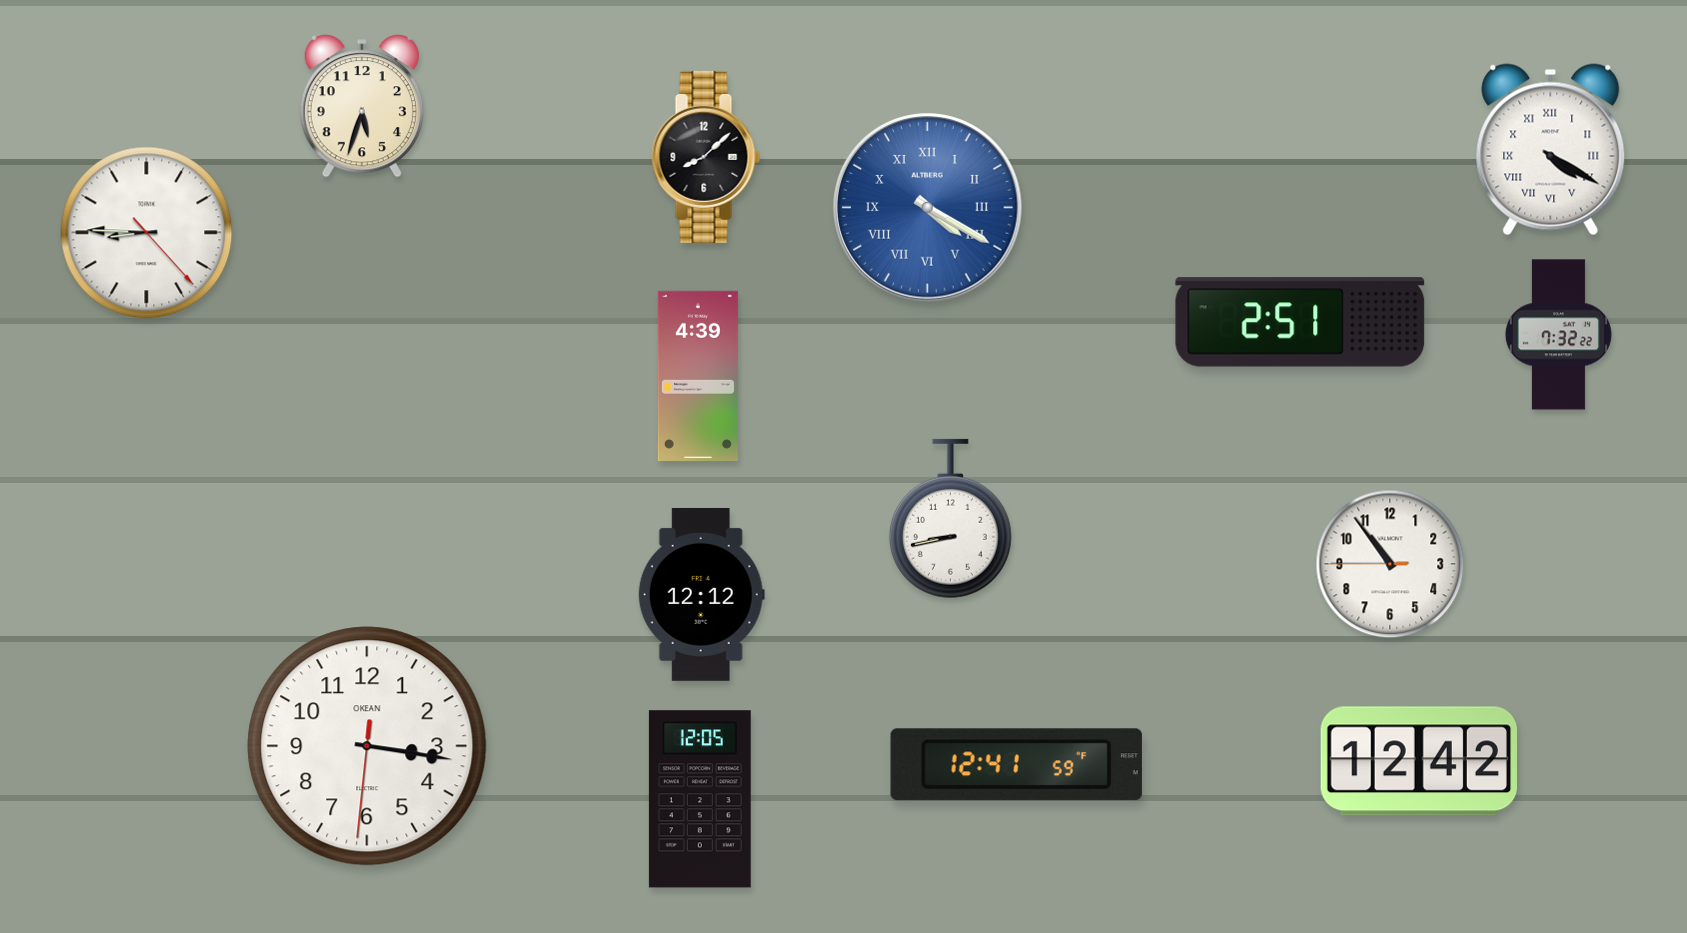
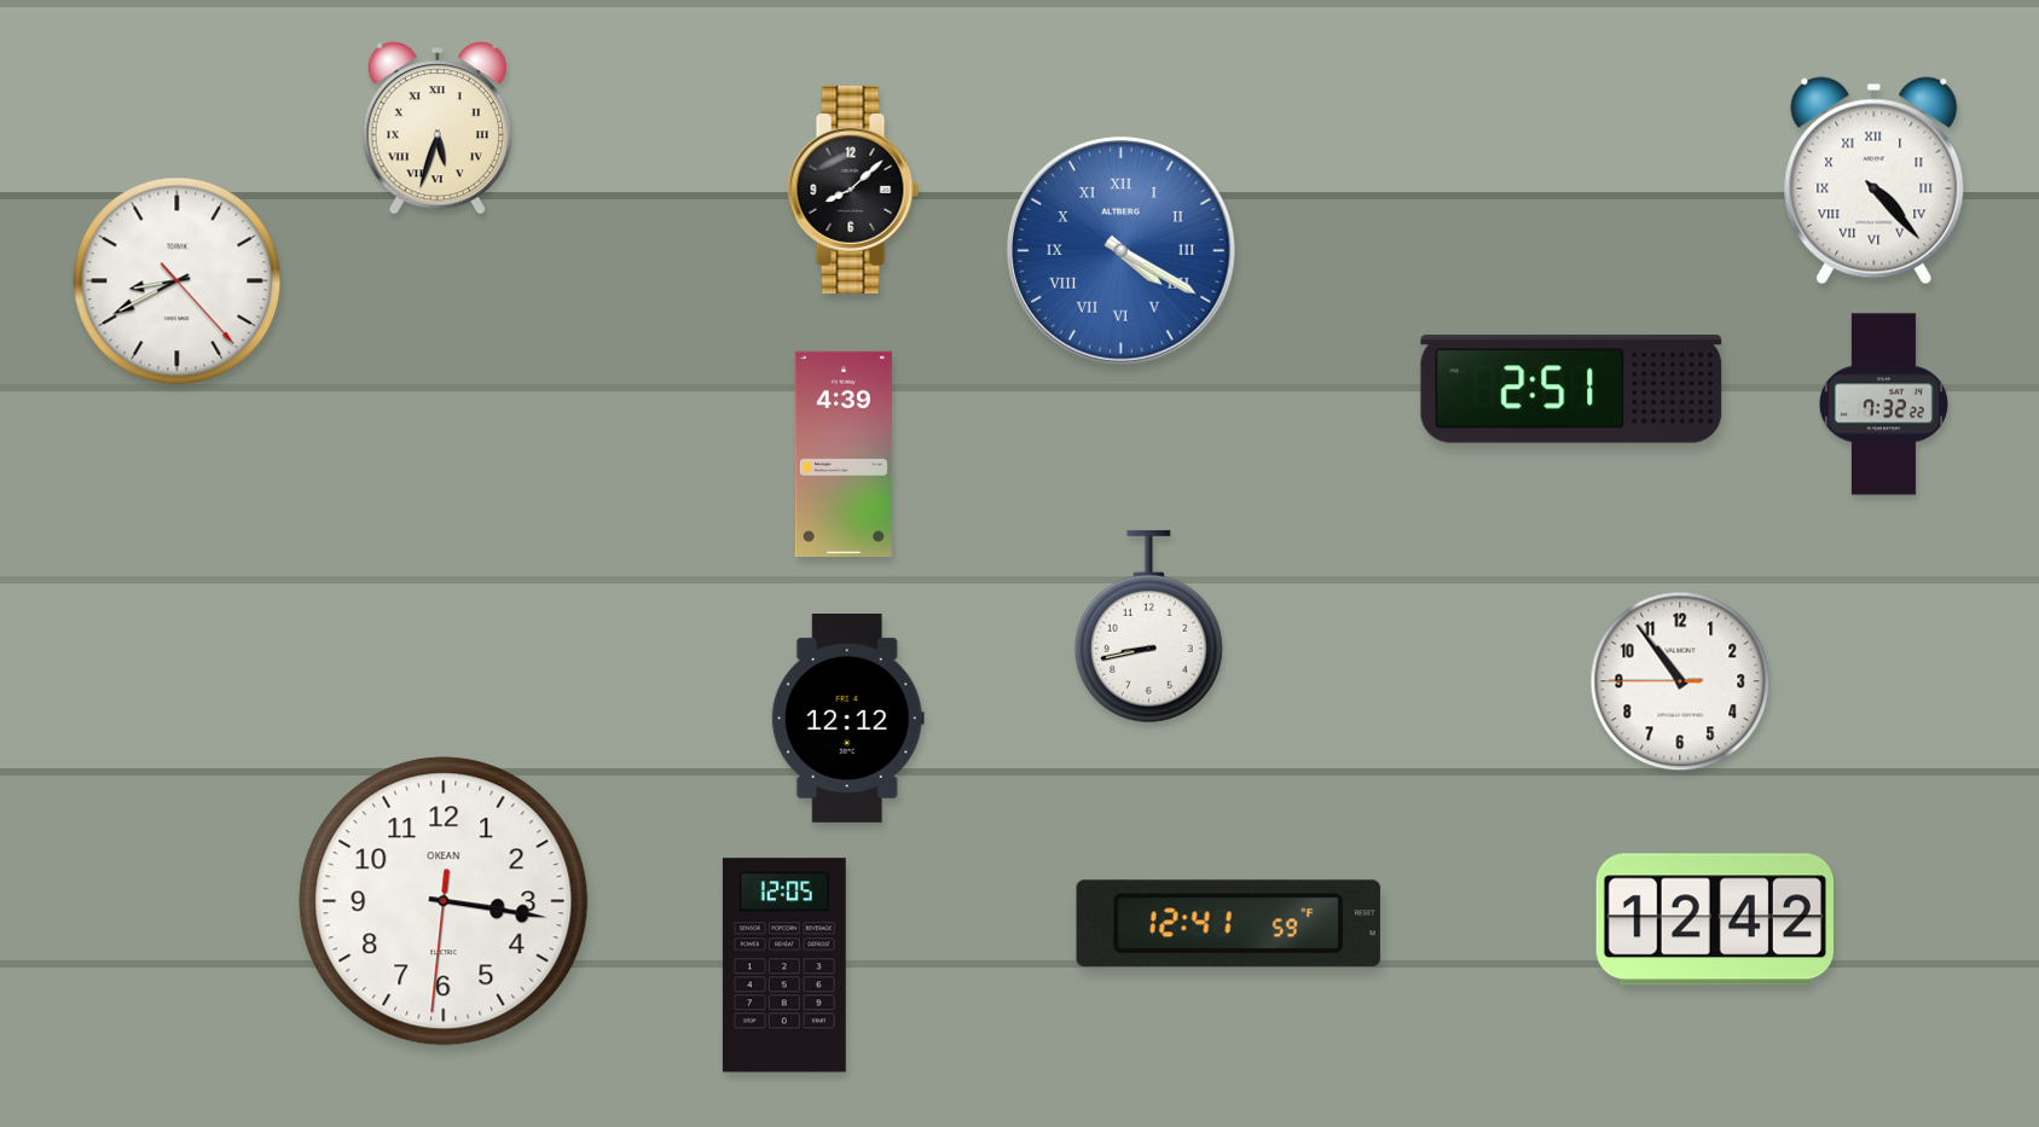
clock at (362, 106) numerals: Arabic -> Roman
clock at (1551, 150): 4:20 -> 4:23
clock at (147, 233): 8:45 -> 8:40
clock at (700, 799) position: (700, 799) -> (784, 965)
